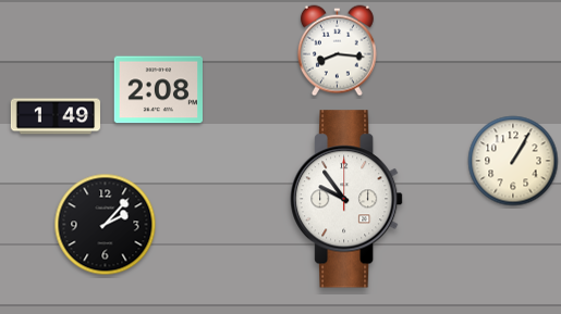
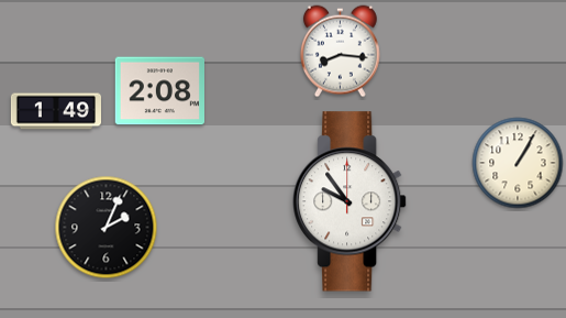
clock at (54, 116) position: (54, 116) -> (55, 111)
clock at (106, 225): 2:07 -> 2:04
